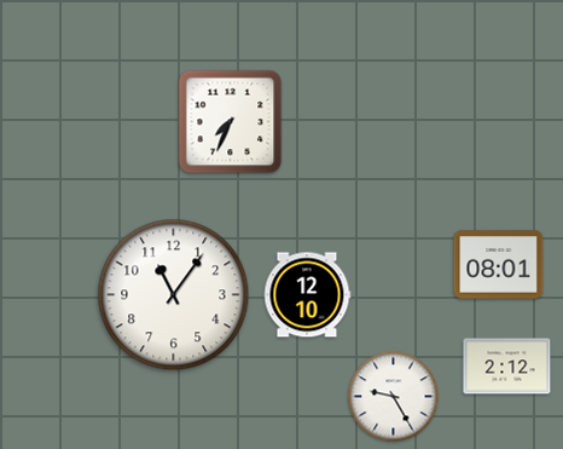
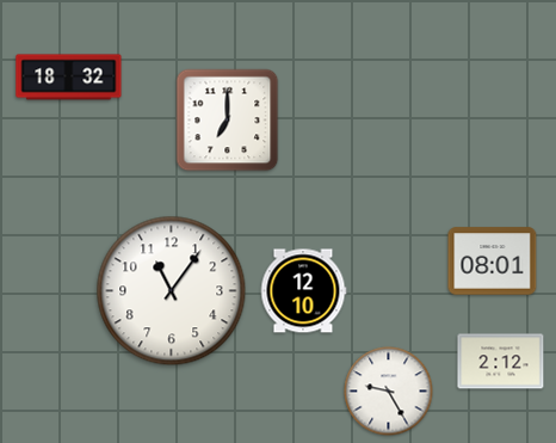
clock at (69, 78): none -> 18:32
clock at (231, 122): 7:34 -> 7:00
